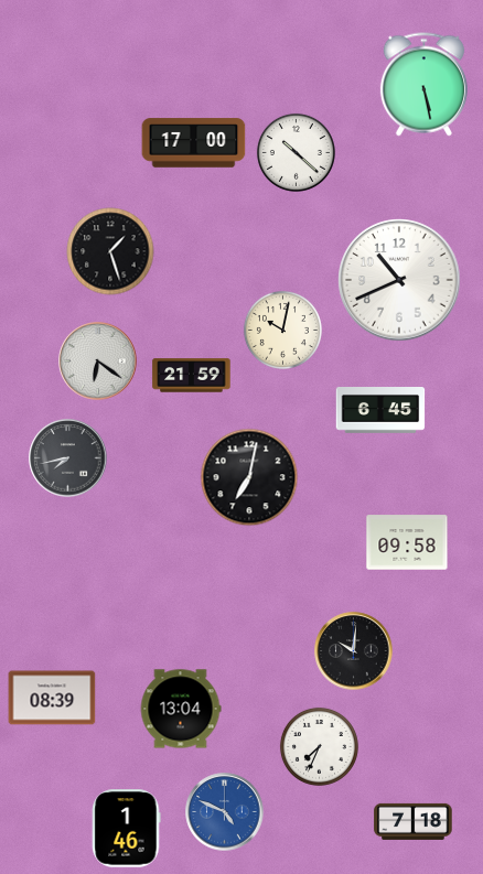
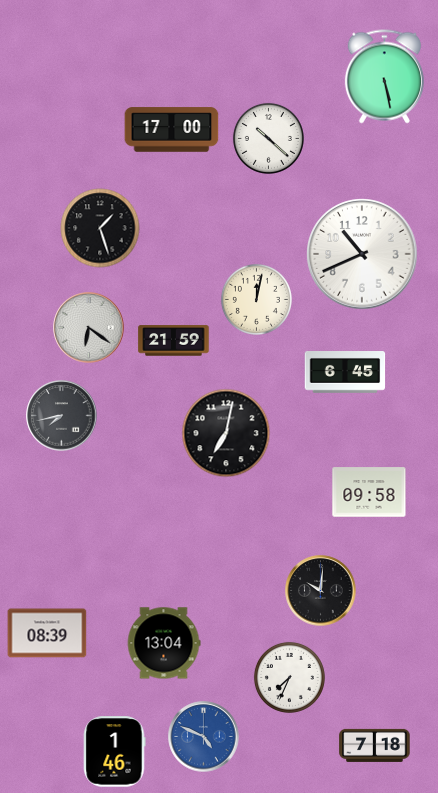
clock at (194, 143) position: (194, 143) -> (172, 130)
clock at (282, 330): 10:02 -> 12:02
